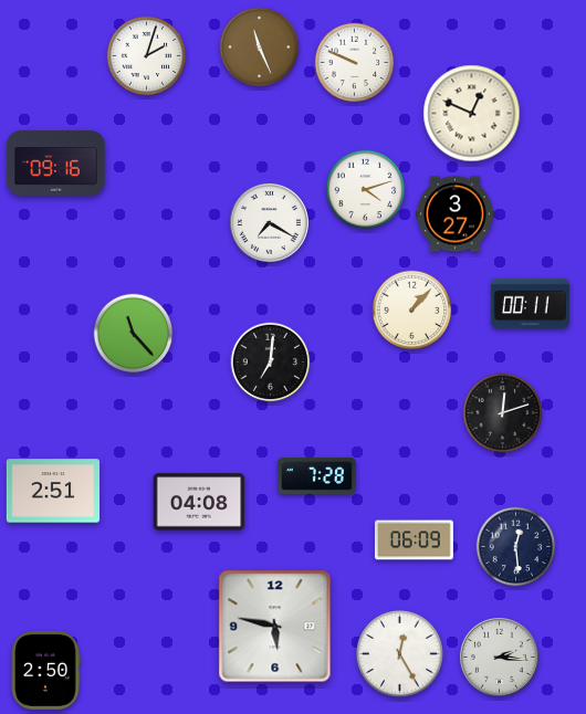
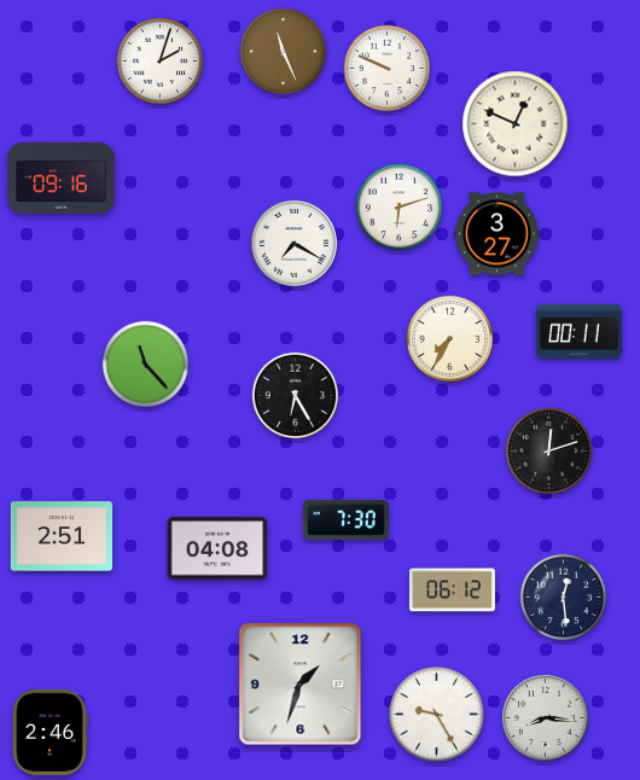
clock at (366, 190): 4:12 -> 6:12
clock at (412, 311): 1:07 -> 7:35
clock at (271, 363): 7:01 -> 6:25
clock at (316, 475): 7:28 -> 7:30
clock at (53, 491) position: (53, 491) -> (62, 536)
clock at (414, 540): 06:09 -> 06:12
clock at (275, 627): 5:47 -> 1:33
clock at (400, 654): 12:25 -> 9:25
clock at (499, 657): 2:16 -> 8:16
clock at (45, 670): 2:50 -> 2:46
